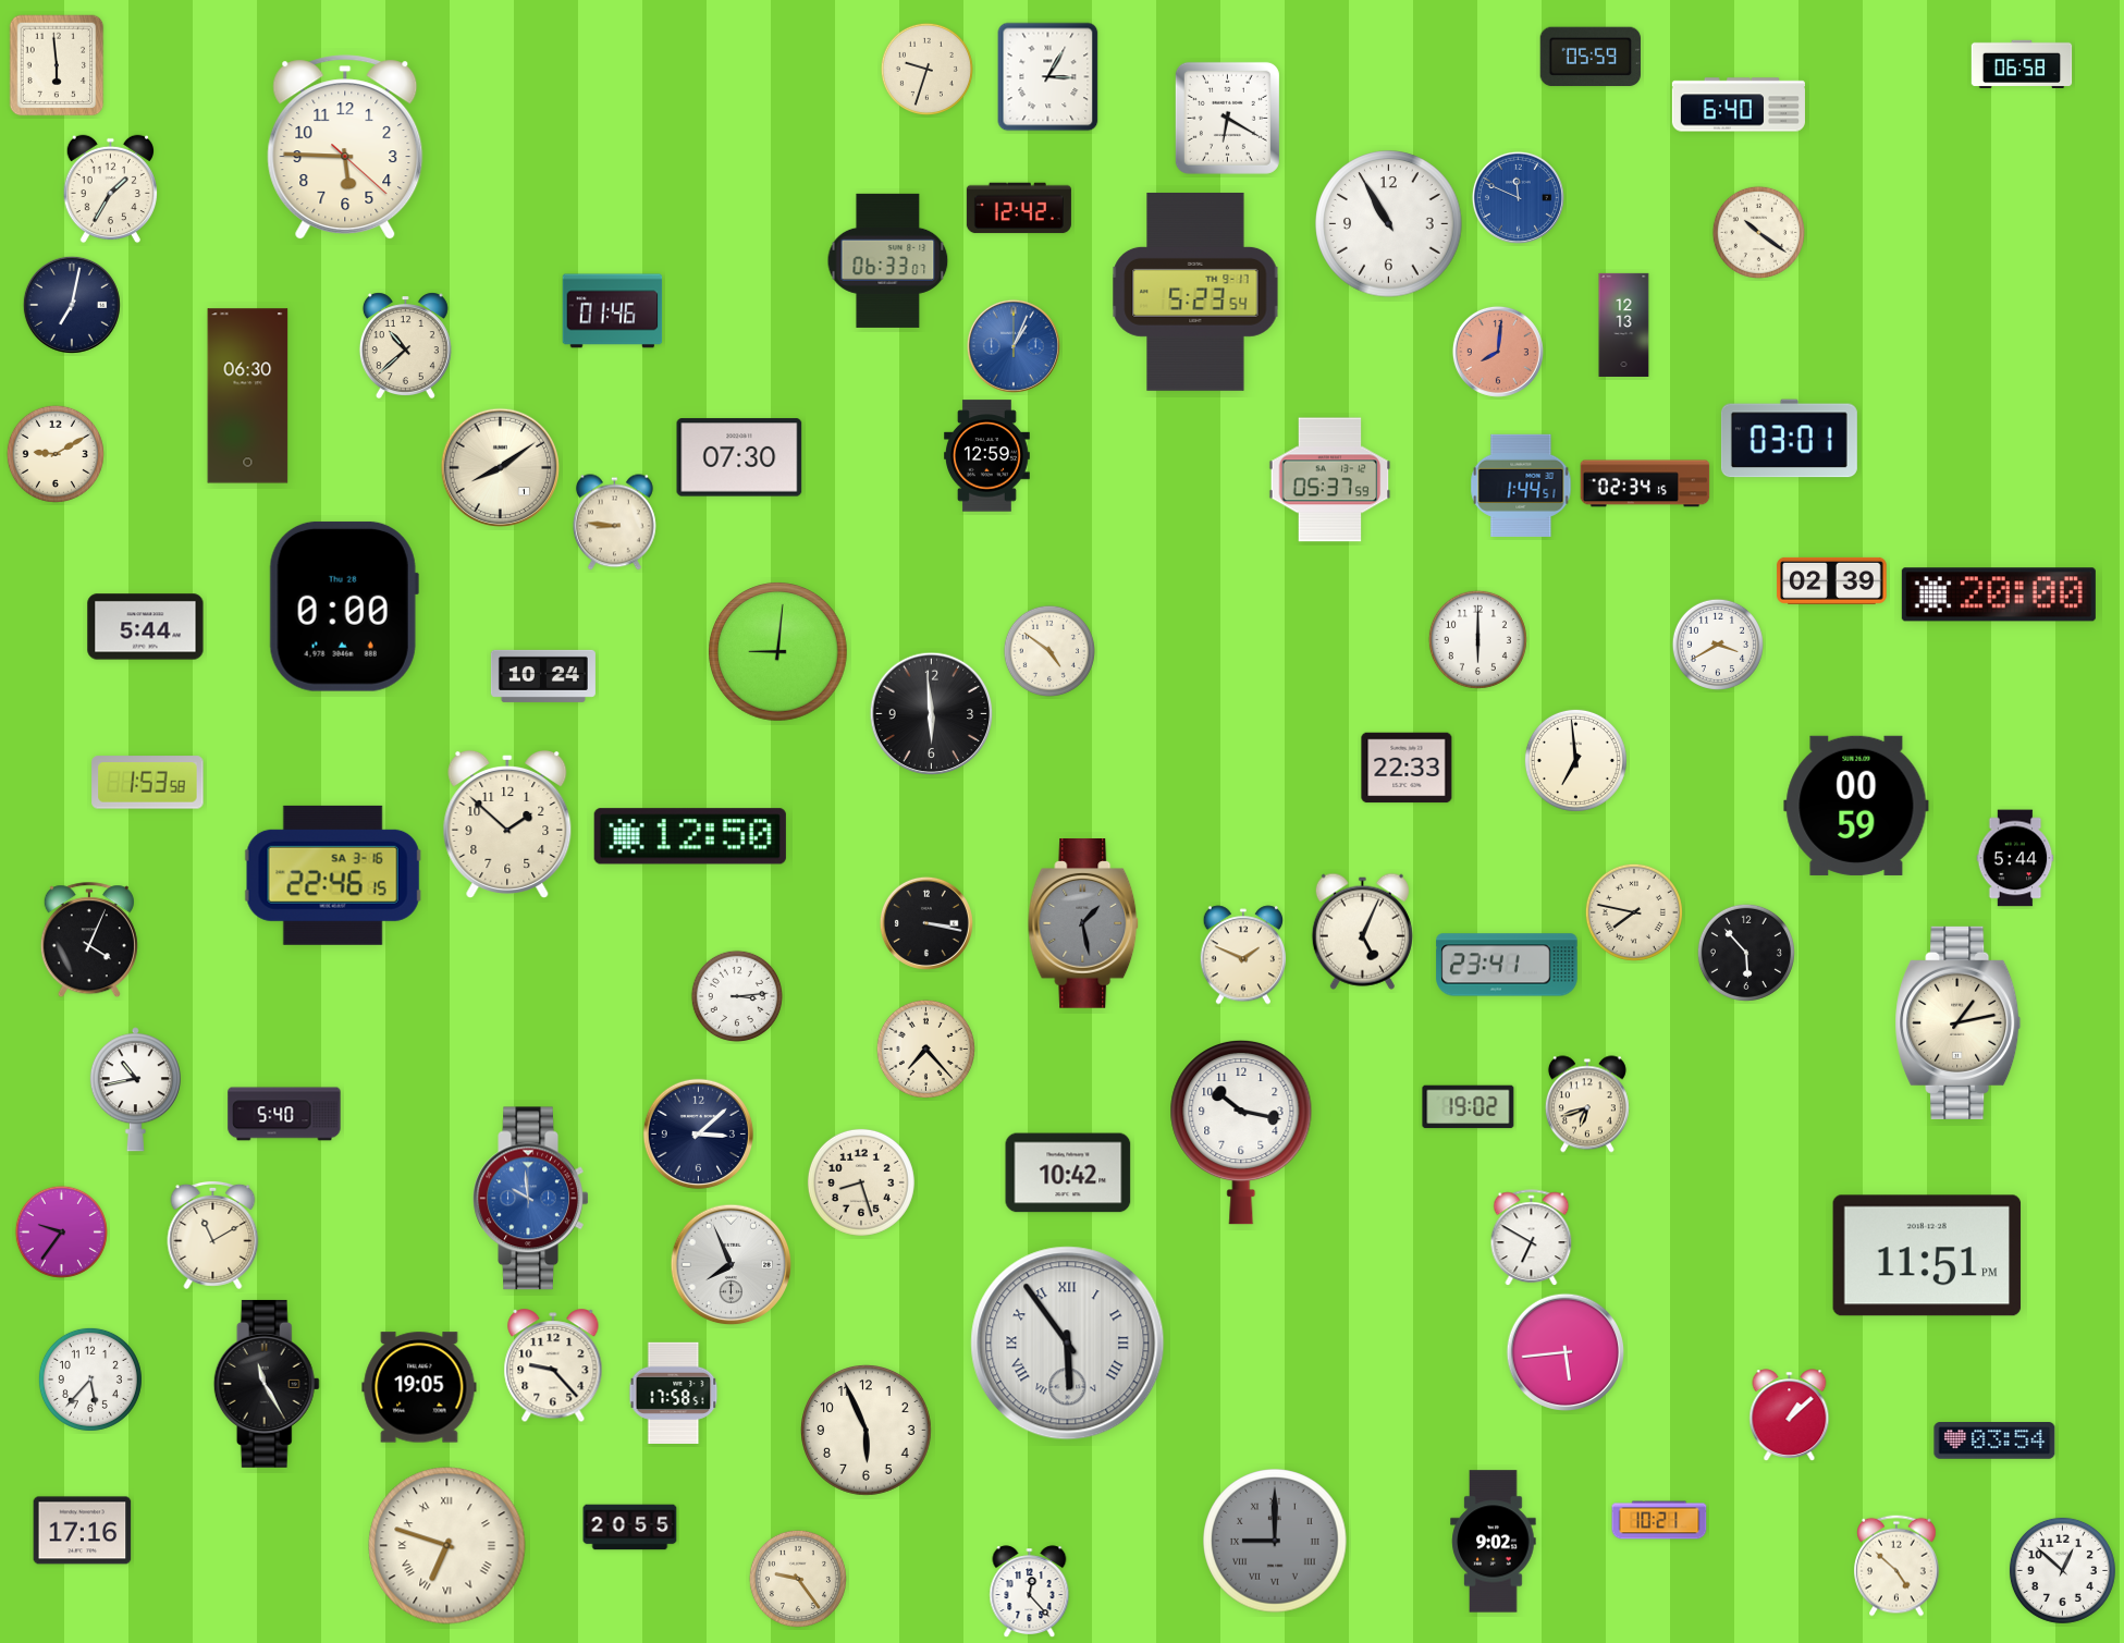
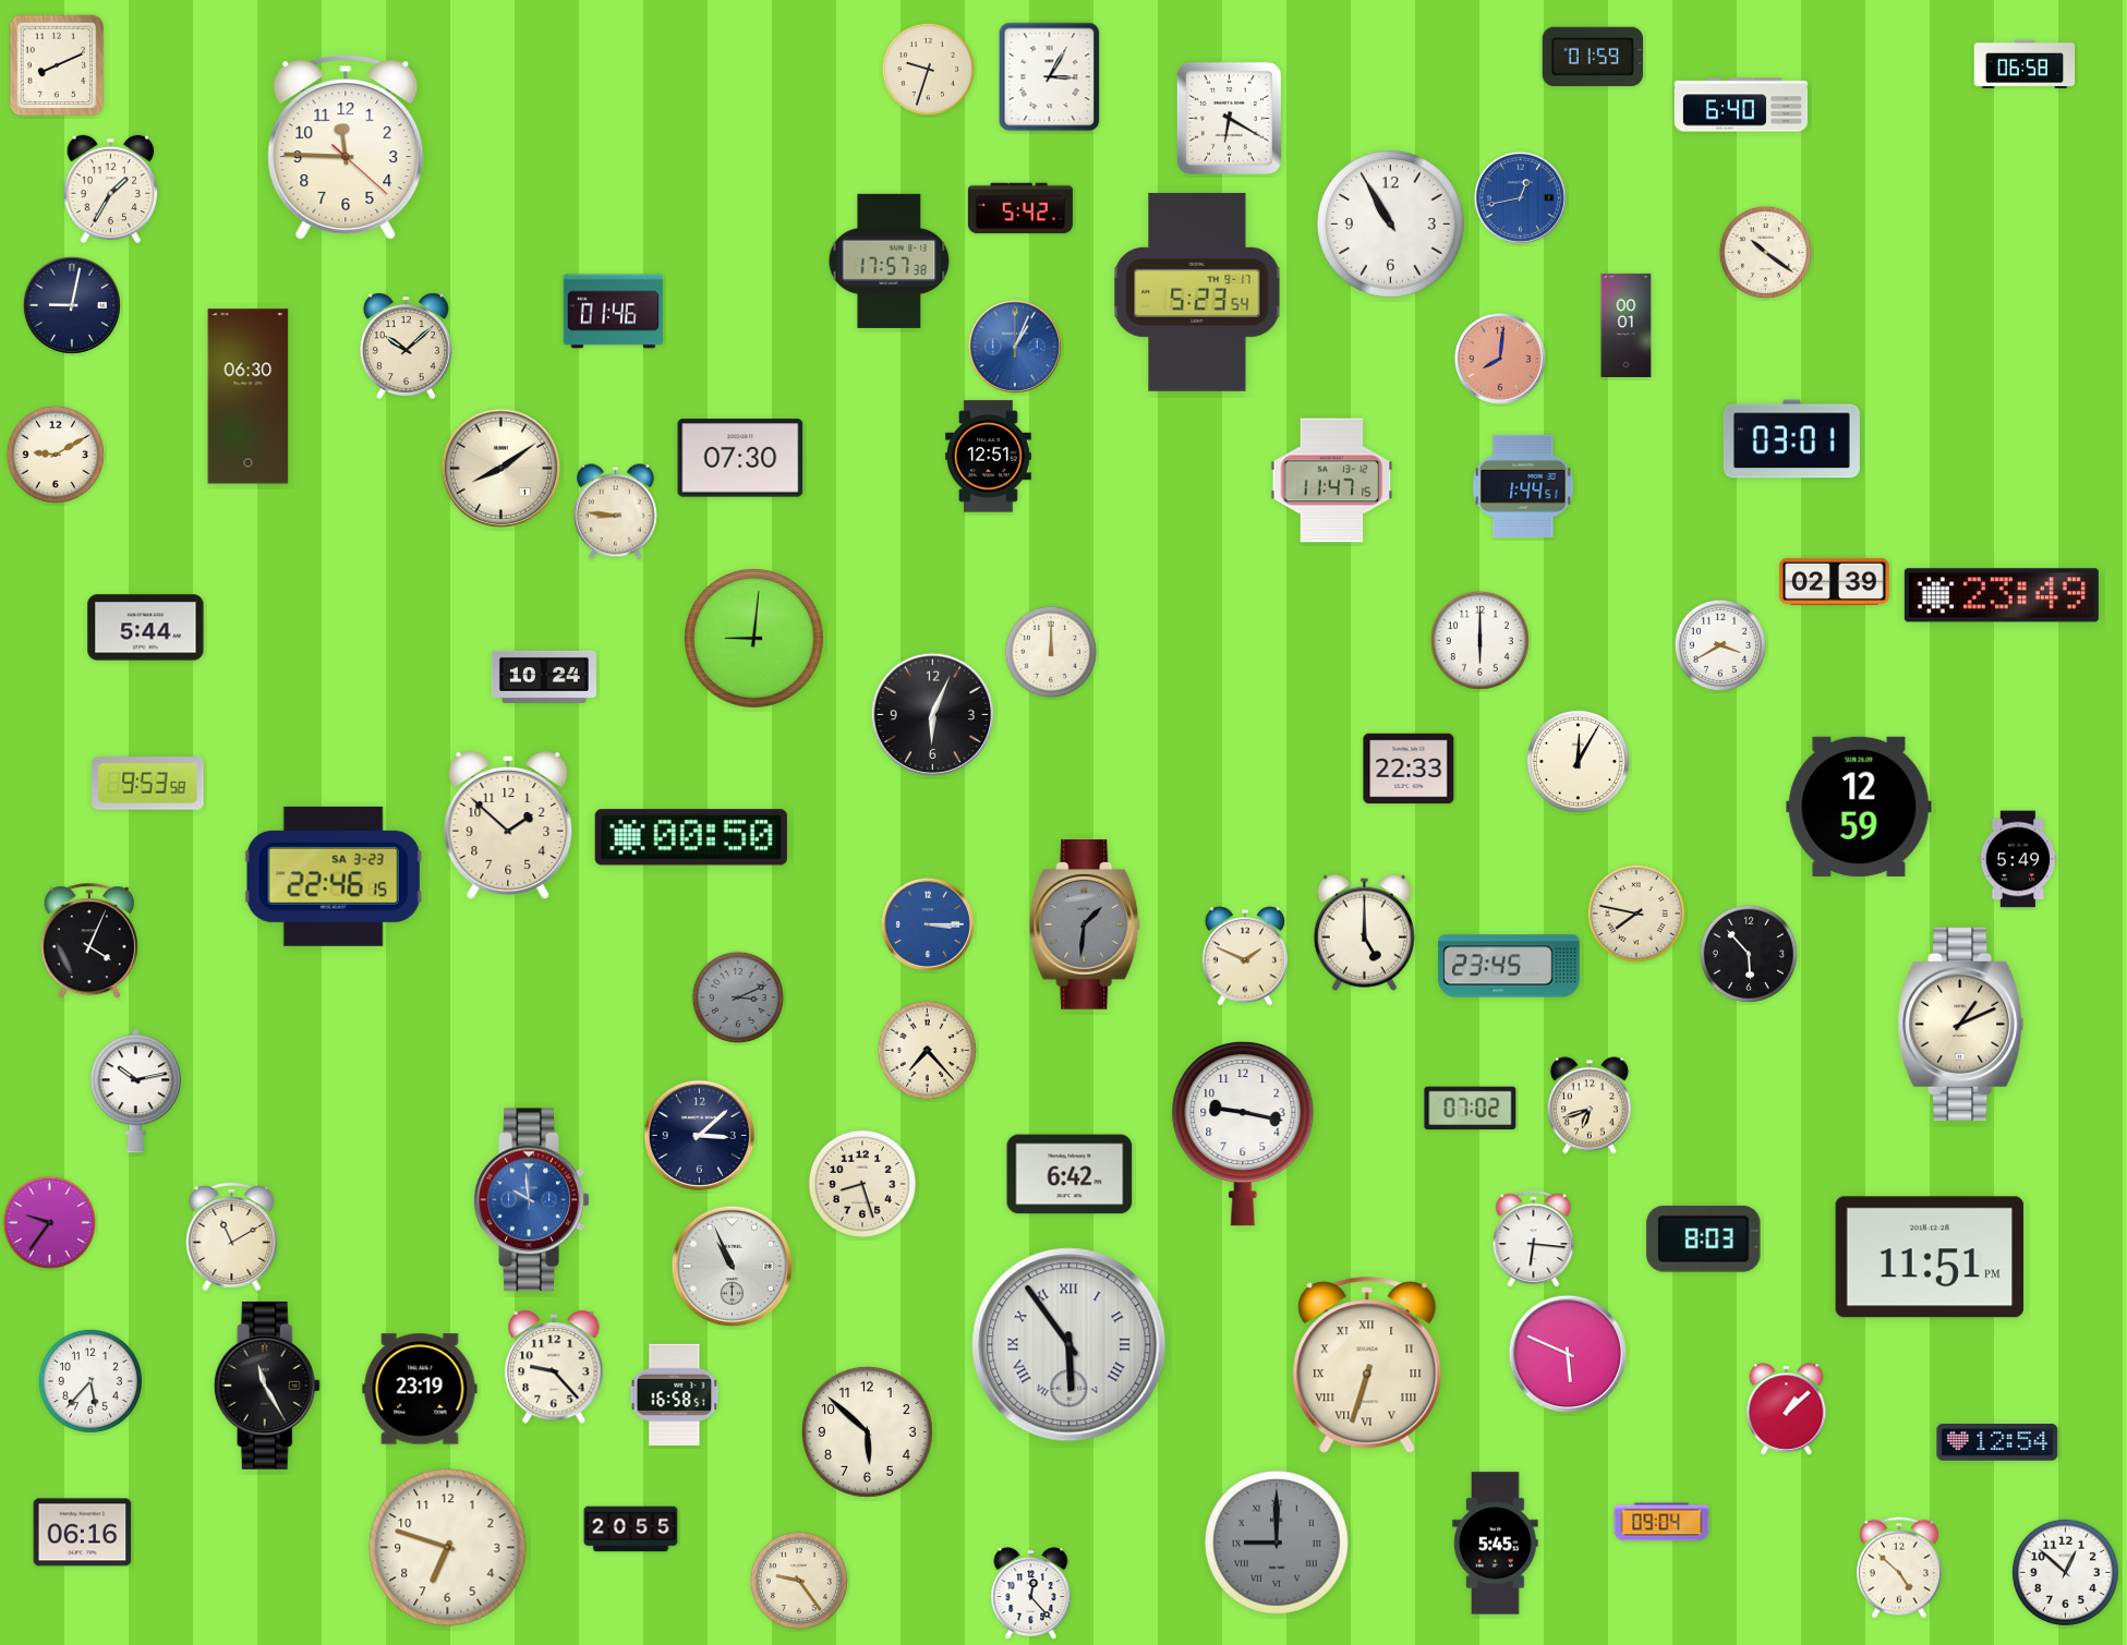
clock at (1589, 57): 05:59 -> 01:59
clock at (57, 65): 5:59 -> 8:11
clock at (345, 148): 5:45 -> 11:45
clock at (1518, 197): 11:49 -> 12:43
clock at (1019, 208): 12:42 -> 5:42
clock at (1758, 232) position: (1758, 232) -> (1765, 252)
clock at (888, 260): 06:33 -> 17:57
clock at (72, 305): 7:02 -> 9:02
clock at (1624, 324): 12:13 -> 00:01
clock at (405, 345): 10:38 -> 10:08
clock at (1498, 352) position: (1498, 352) -> (1500, 359)
clock at (987, 456): 12:59 -> 12:51
clock at (1330, 480): 05:37 -> 11:47
clock at (1645, 483): 02:34 -> none
clock at (614, 523) position: (614, 523) -> (615, 512)
clock at (1999, 594): 20:00 -> 23:49
clock at (344, 606): 0:00 -> none
clock at (1049, 651): 4:51 -> 12:00
clock at (778, 652) position: (778, 652) -> (754, 639)
clock at (932, 714): 5:59 -> 6:04
clock at (1575, 760): 6:59 -> 12:05
clock at (148, 783): 1:53 -> 9:53
clock at (1856, 806): 00:59 -> 12:59
clock at (690, 836): 12:50 -> 00:50
clock at (2015, 858): 5:44 -> 5:49
clock at (333, 875) date: SA 3-16 -> SA 3-23
clock at (926, 923): 3:17 -> 3:15
clock at (926, 923) dial: black -> blue
clock at (1084, 924): 1:28 -> 1:31
clock at (1362, 931): 5:04 -> 5:00
clock at (1507, 965): 23:41 -> 23:45
clock at (737, 996): 3:14 -> 3:11
clock at (737, 996) dial: white -> grey
clock at (1959, 1022): 1:13 -> 1:11
clock at (135, 1090): 10:43 -> 10:13
clock at (1469, 1107): 19:02 -> 07:02
clock at (284, 1114): 5:40 -> none
clock at (1241, 1132): 10:17 -> 9:17
clock at (1068, 1173): 10:42 -> 6:42
clock at (61, 1231) position: (61, 1231) -> (49, 1222)
clock at (213, 1235) position: (213, 1235) -> (232, 1236)
clock at (1704, 1238): none -> 8:03
clock at (1532, 1238): 6:50 -> 6:16
clock at (732, 1265): 7:56 -> 10:56
clock at (1566, 1352): 5:44 -> 5:49
clock at (1367, 1365): none -> 6:33
clock at (419, 1387): 19:05 -> 23:19
clock at (674, 1393): 17:58 -> 16:58
clock at (1790, 1414) position: (1790, 1414) -> (1787, 1408)
clock at (867, 1431): 5:56 -> 5:52
clock at (1994, 1442): 03:54 -> 12:54
clock at (1659, 1520): 10:21 -> 09:04
clock at (83, 1531): 17:16 -> 06:16
clock at (1494, 1542): 9:02 -> 5:45
clock at (447, 1546) numerals: Roman -> Arabic
